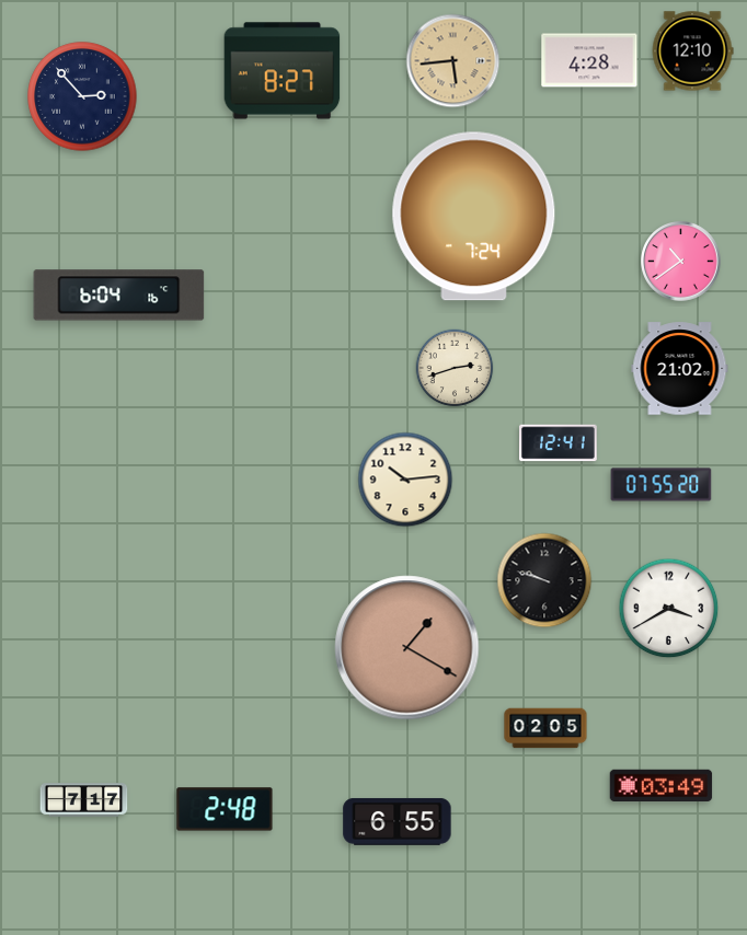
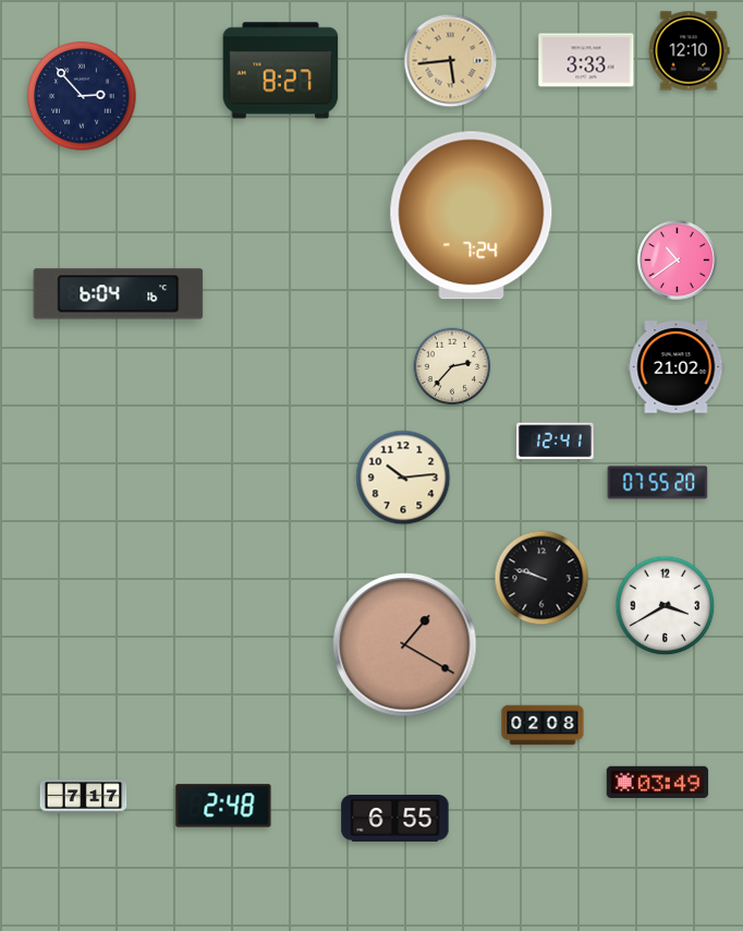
clock at (589, 60): 4:28 -> 3:33
clock at (455, 368): 2:42 -> 2:37
clock at (545, 728): 02:05 -> 02:08
